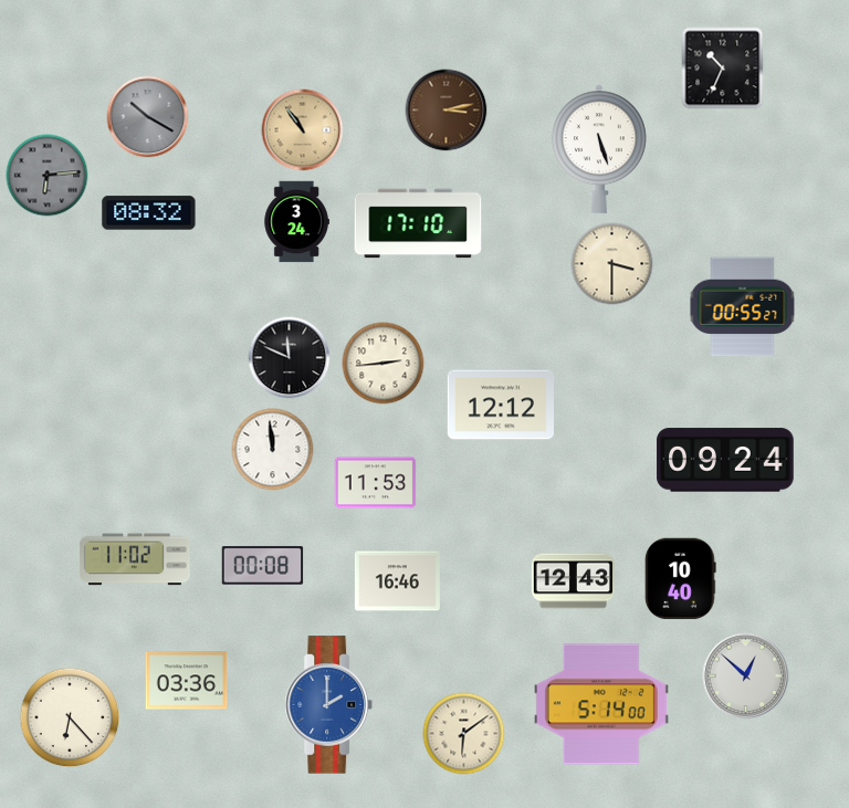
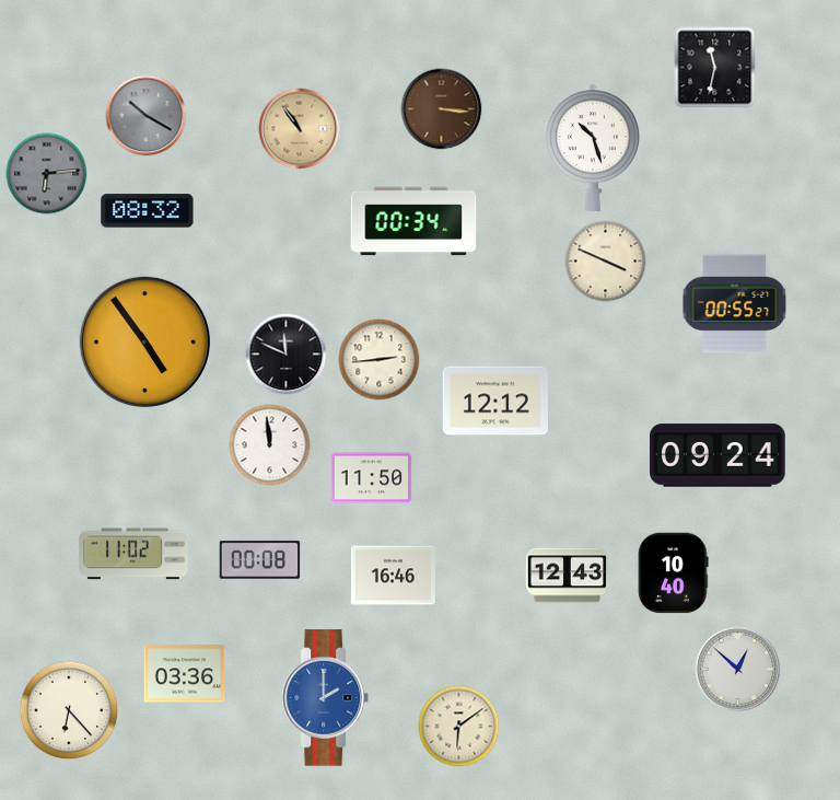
clock at (723, 69): 10:34 -> 11:32
clock at (447, 111): 3:13 -> 3:16
clock at (599, 149): 5:27 -> 10:27
clock at (296, 222): 3:24 -> none
clock at (418, 223): 17:10 -> 00:34
clock at (612, 264): 3:30 -> 3:49
clock at (144, 341): none -> 4:54
clock at (376, 483): 11:53 -> 11:50
clock at (601, 704): 5:14 -> none
